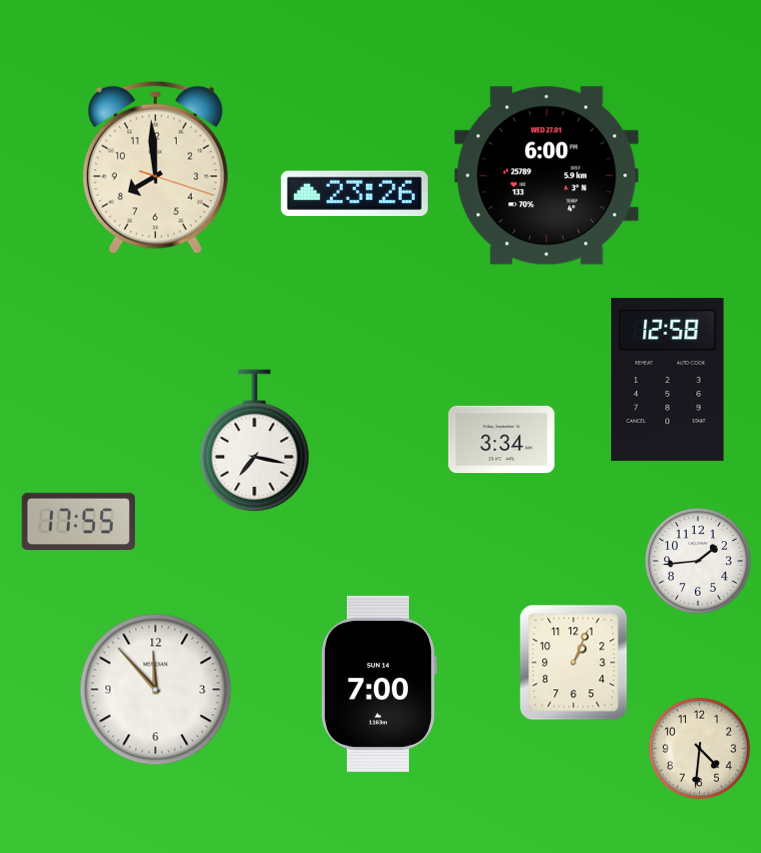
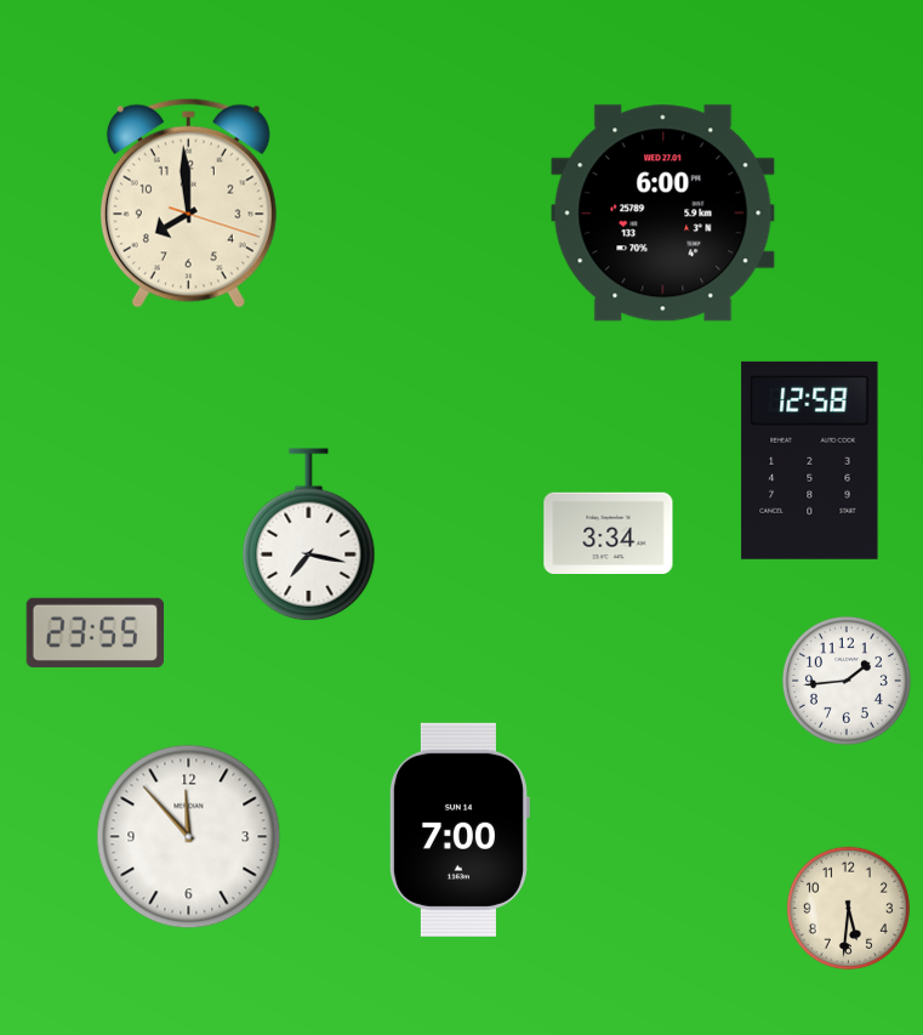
clock at (354, 193): 23:26 -> none
clock at (78, 521): 17:55 -> 23:55
clock at (574, 663): 1:04 -> none
clock at (699, 748): 4:31 -> 5:31
